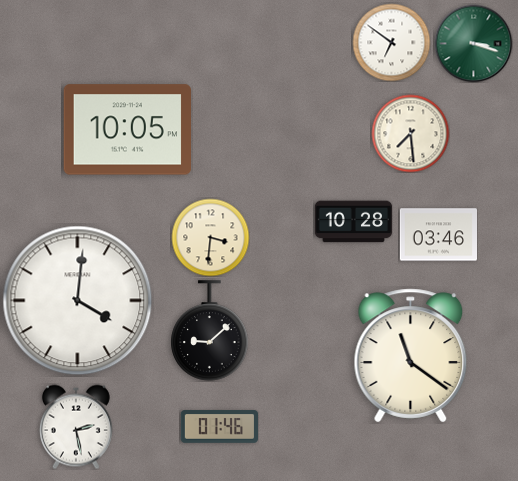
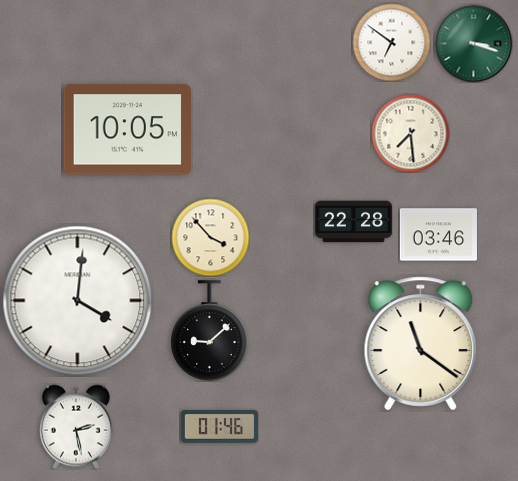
clock at (353, 222): 10:28 -> 22:28
clock at (210, 237): 3:31 -> 3:53
clock at (411, 356) position: (411, 356) -> (421, 344)
